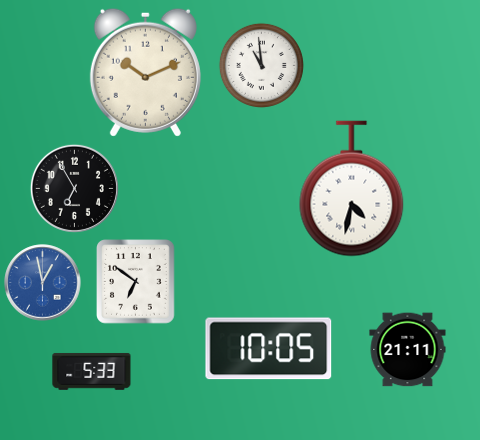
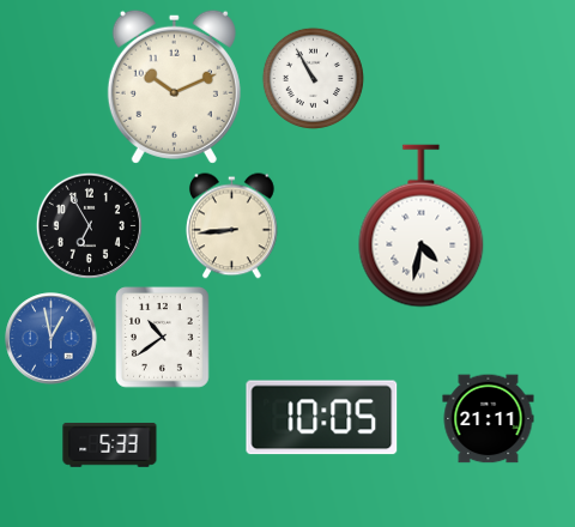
clock at (261, 65): 10:59 -> 10:55
clock at (231, 226): none -> 8:44
clock at (136, 282): 6:51 -> 10:39
